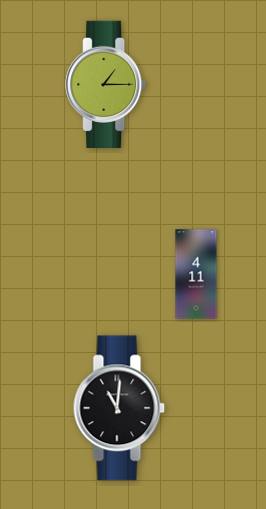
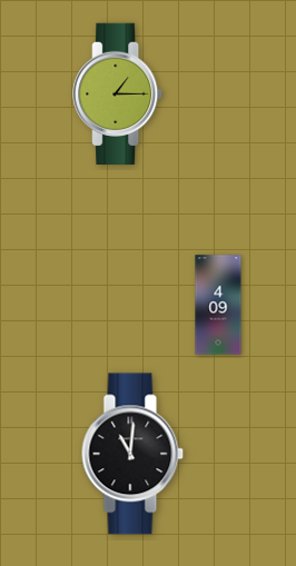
clock at (196, 274): 4:11 -> 4:09
